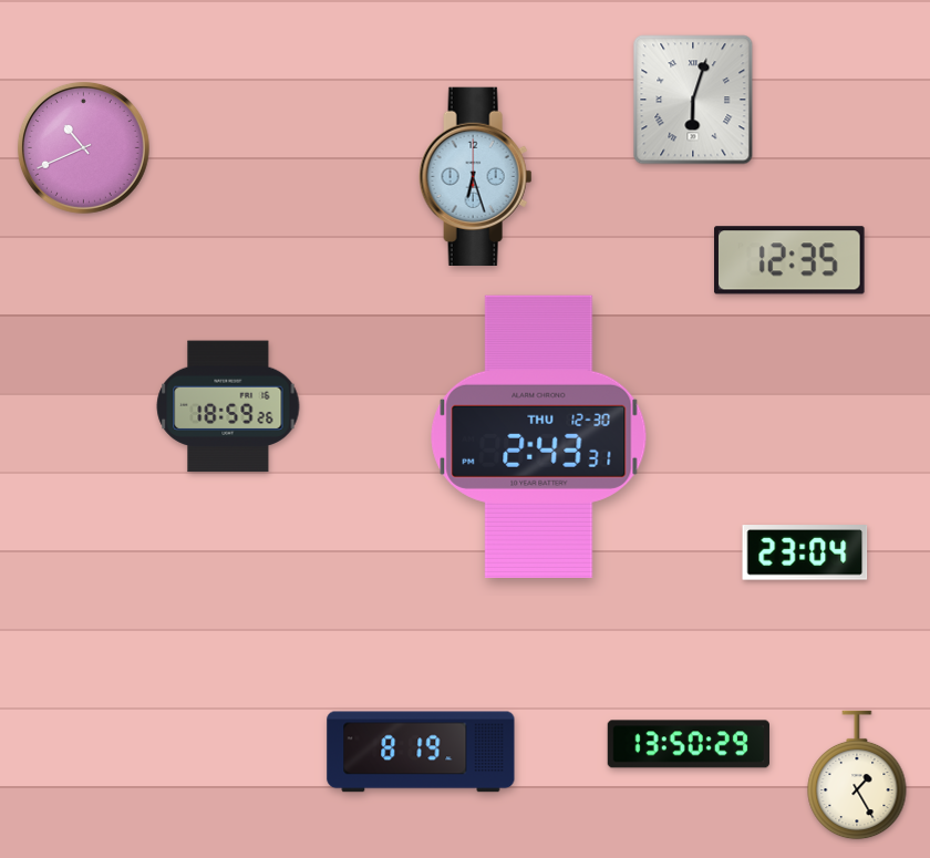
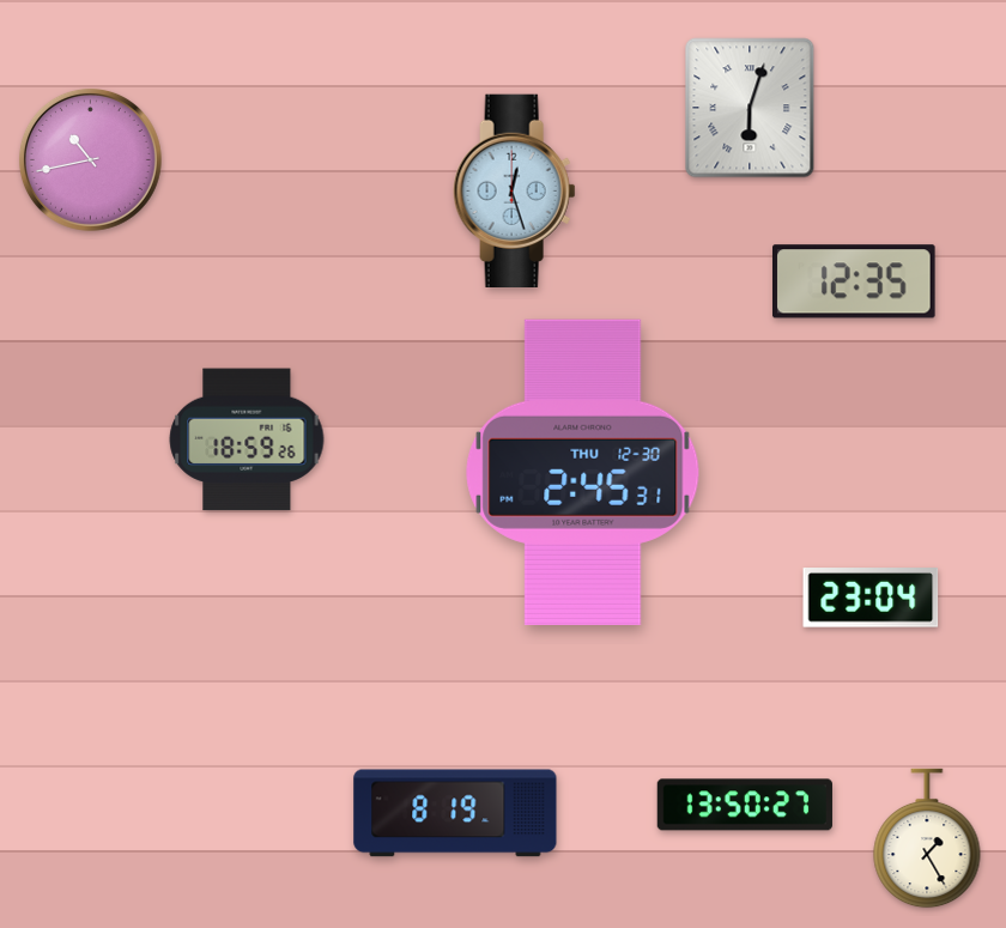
clock at (83, 147): 10:41 -> 10:43
clock at (476, 176): 6:27 -> 12:27
clock at (539, 436): 2:43 -> 2:45
clock at (689, 744): 13:50:29 -> 13:50:27
